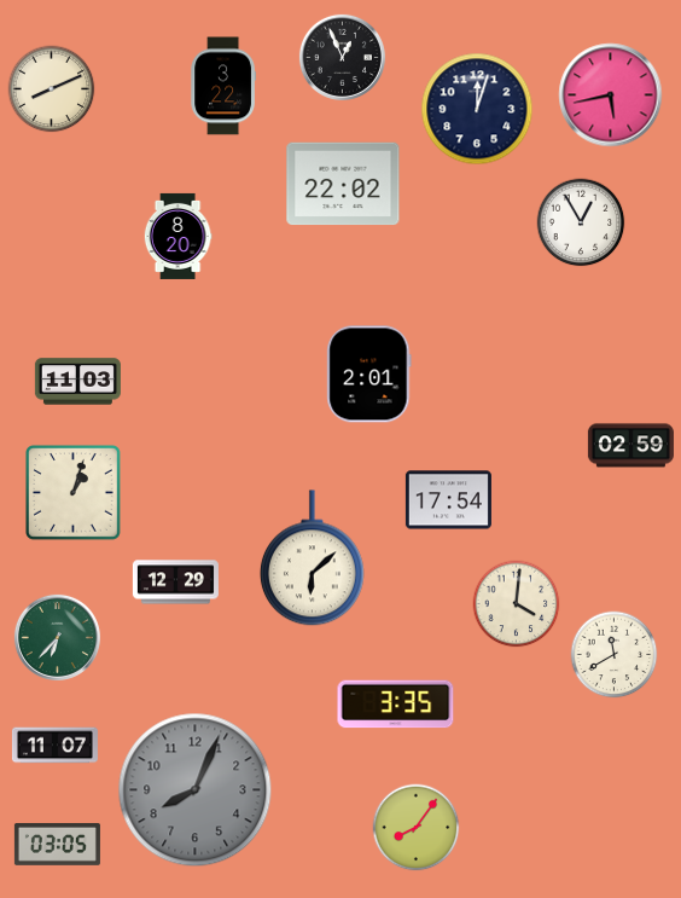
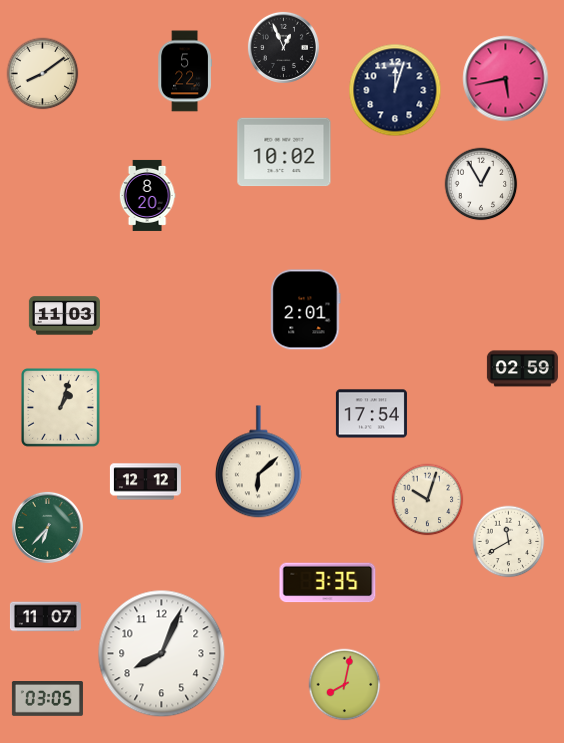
clock at (223, 86): 3:22 -> 5:22
clock at (52, 89): 8:11 -> 8:09
clock at (343, 184): 22:02 -> 10:02
clock at (175, 583): 12:29 -> 12:12
clock at (517, 604): 4:01 -> 10:03
clock at (196, 790) dial: grey -> white
clock at (417, 828): 8:06 -> 8:02
